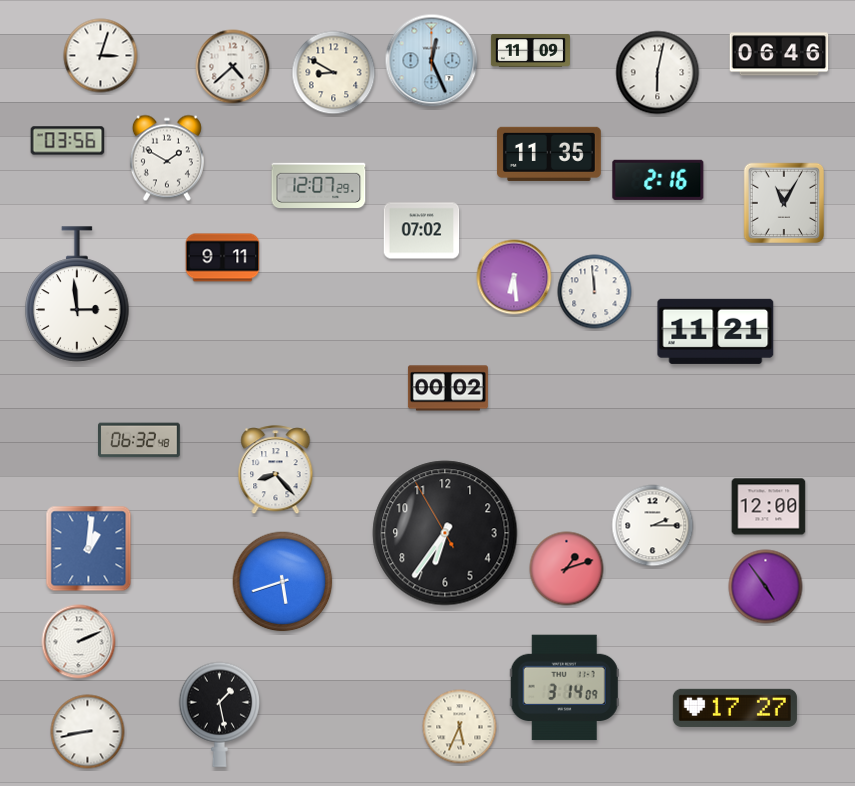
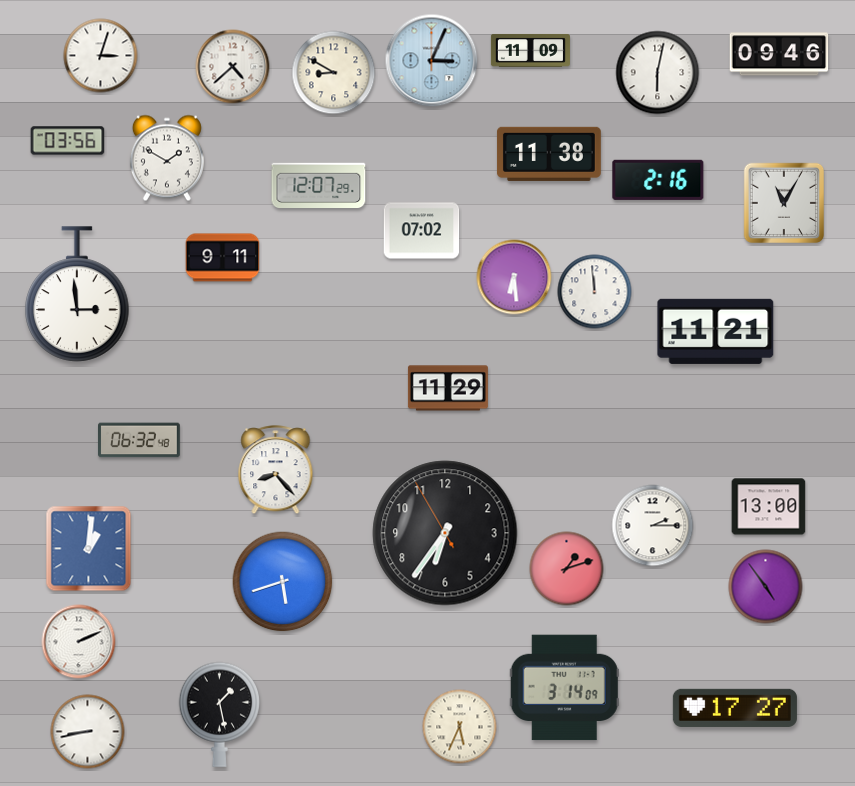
clock at (779, 54): 06:46 -> 09:46
clock at (432, 61): 12:26 -> 3:04
clock at (549, 154): 11:35 -> 11:38
clock at (448, 388): 00:02 -> 11:29
clock at (769, 507): 12:00 -> 13:00
